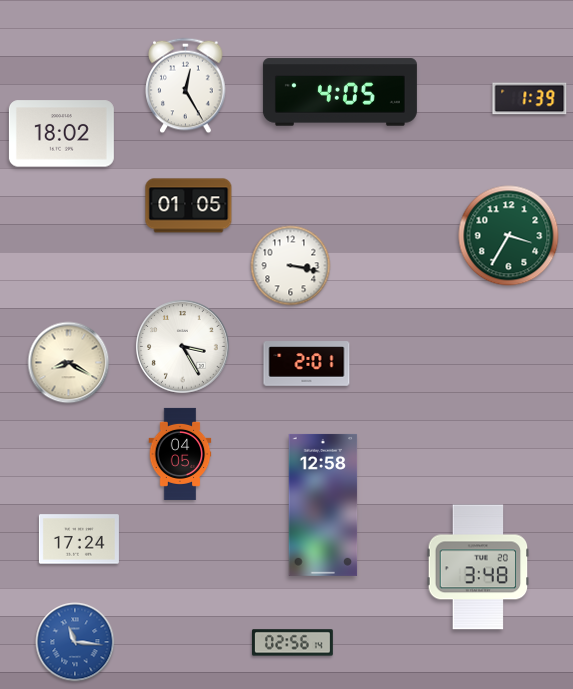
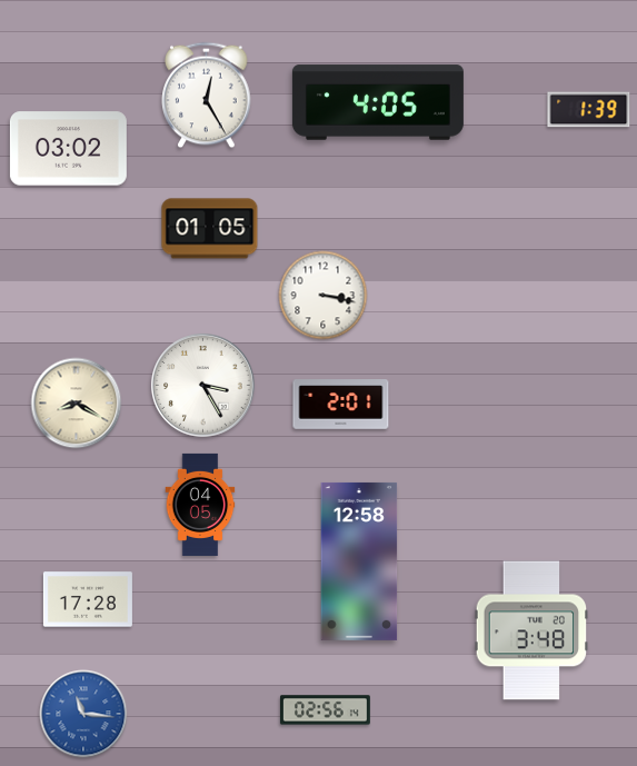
clock at (61, 134): 18:02 -> 03:02
clock at (509, 236): 3:35 -> none
clock at (79, 539): 17:24 -> 17:28
clock at (292, 643) position: (292, 643) -> (325, 710)
